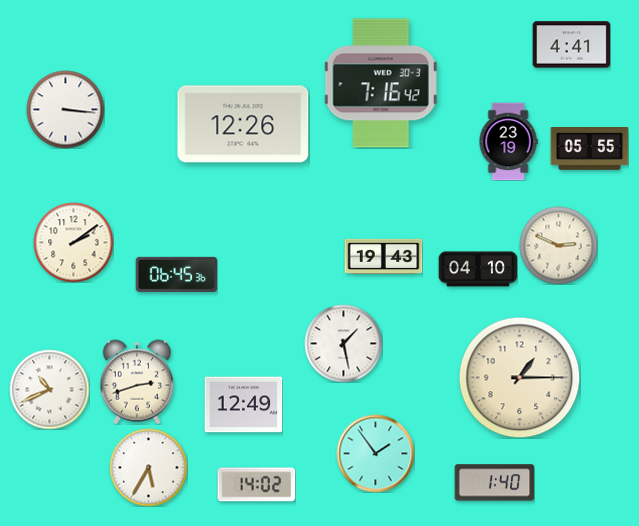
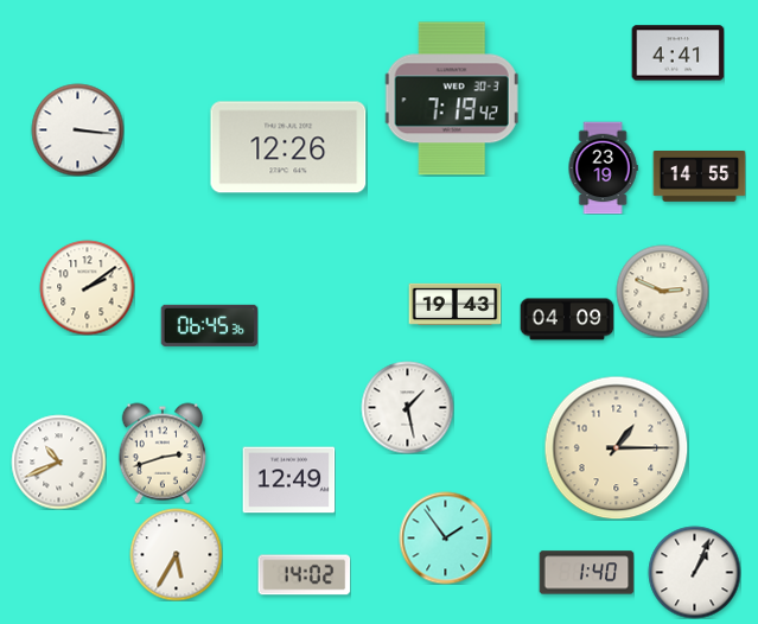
clock at (381, 83): 7:16 -> 7:19
clock at (589, 149): 05:55 -> 14:55
clock at (478, 269): 04:10 -> 04:09
clock at (694, 572): none -> 1:04
